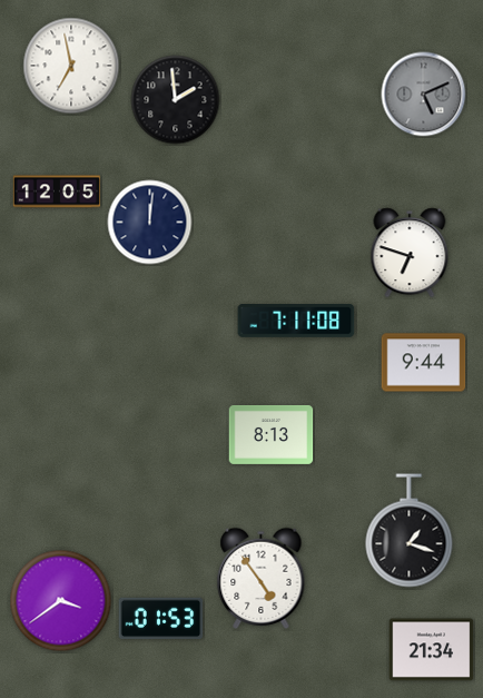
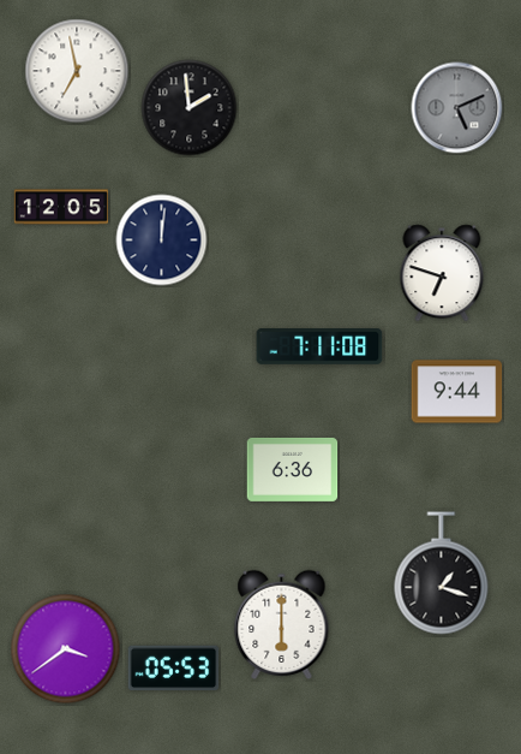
clock at (424, 95) position: (424, 95) -> (457, 108)
clock at (272, 434): 8:13 -> 6:36
clock at (262, 578): 4:54 -> 6:00
clock at (161, 619): 01:53 -> 05:53
clock at (432, 650): 21:34 -> none
